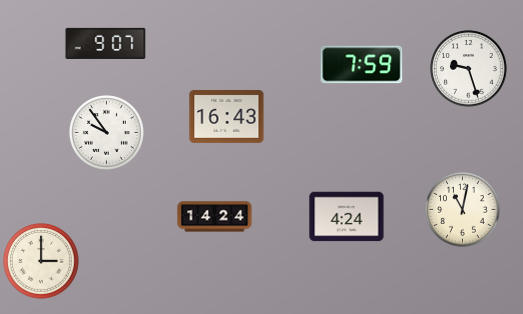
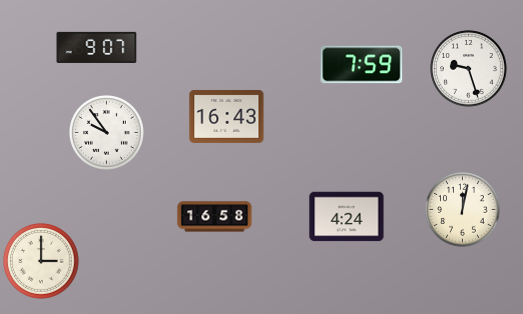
clock at (106, 43) position: (106, 43) -> (97, 47)
clock at (463, 210): 11:02 -> 12:02
clock at (215, 217): 14:24 -> 16:58
